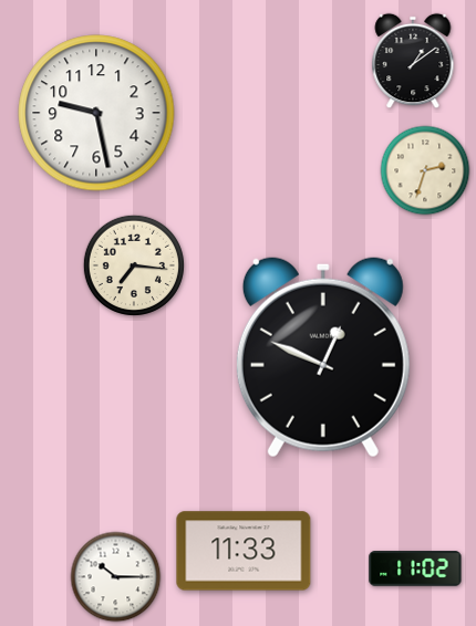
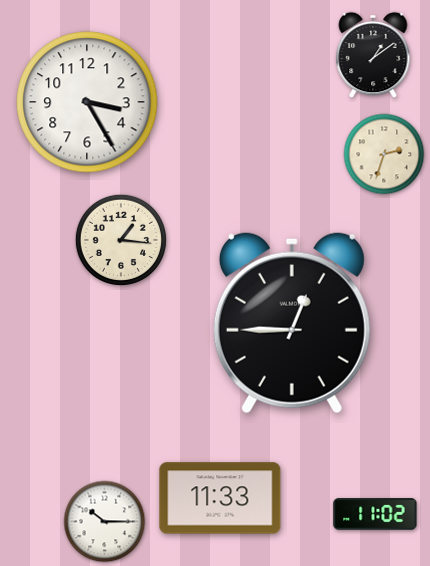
clock at (96, 113): 9:28 -> 3:25
clock at (134, 265): 7:16 -> 1:16
clock at (323, 357): 12:49 -> 12:45
